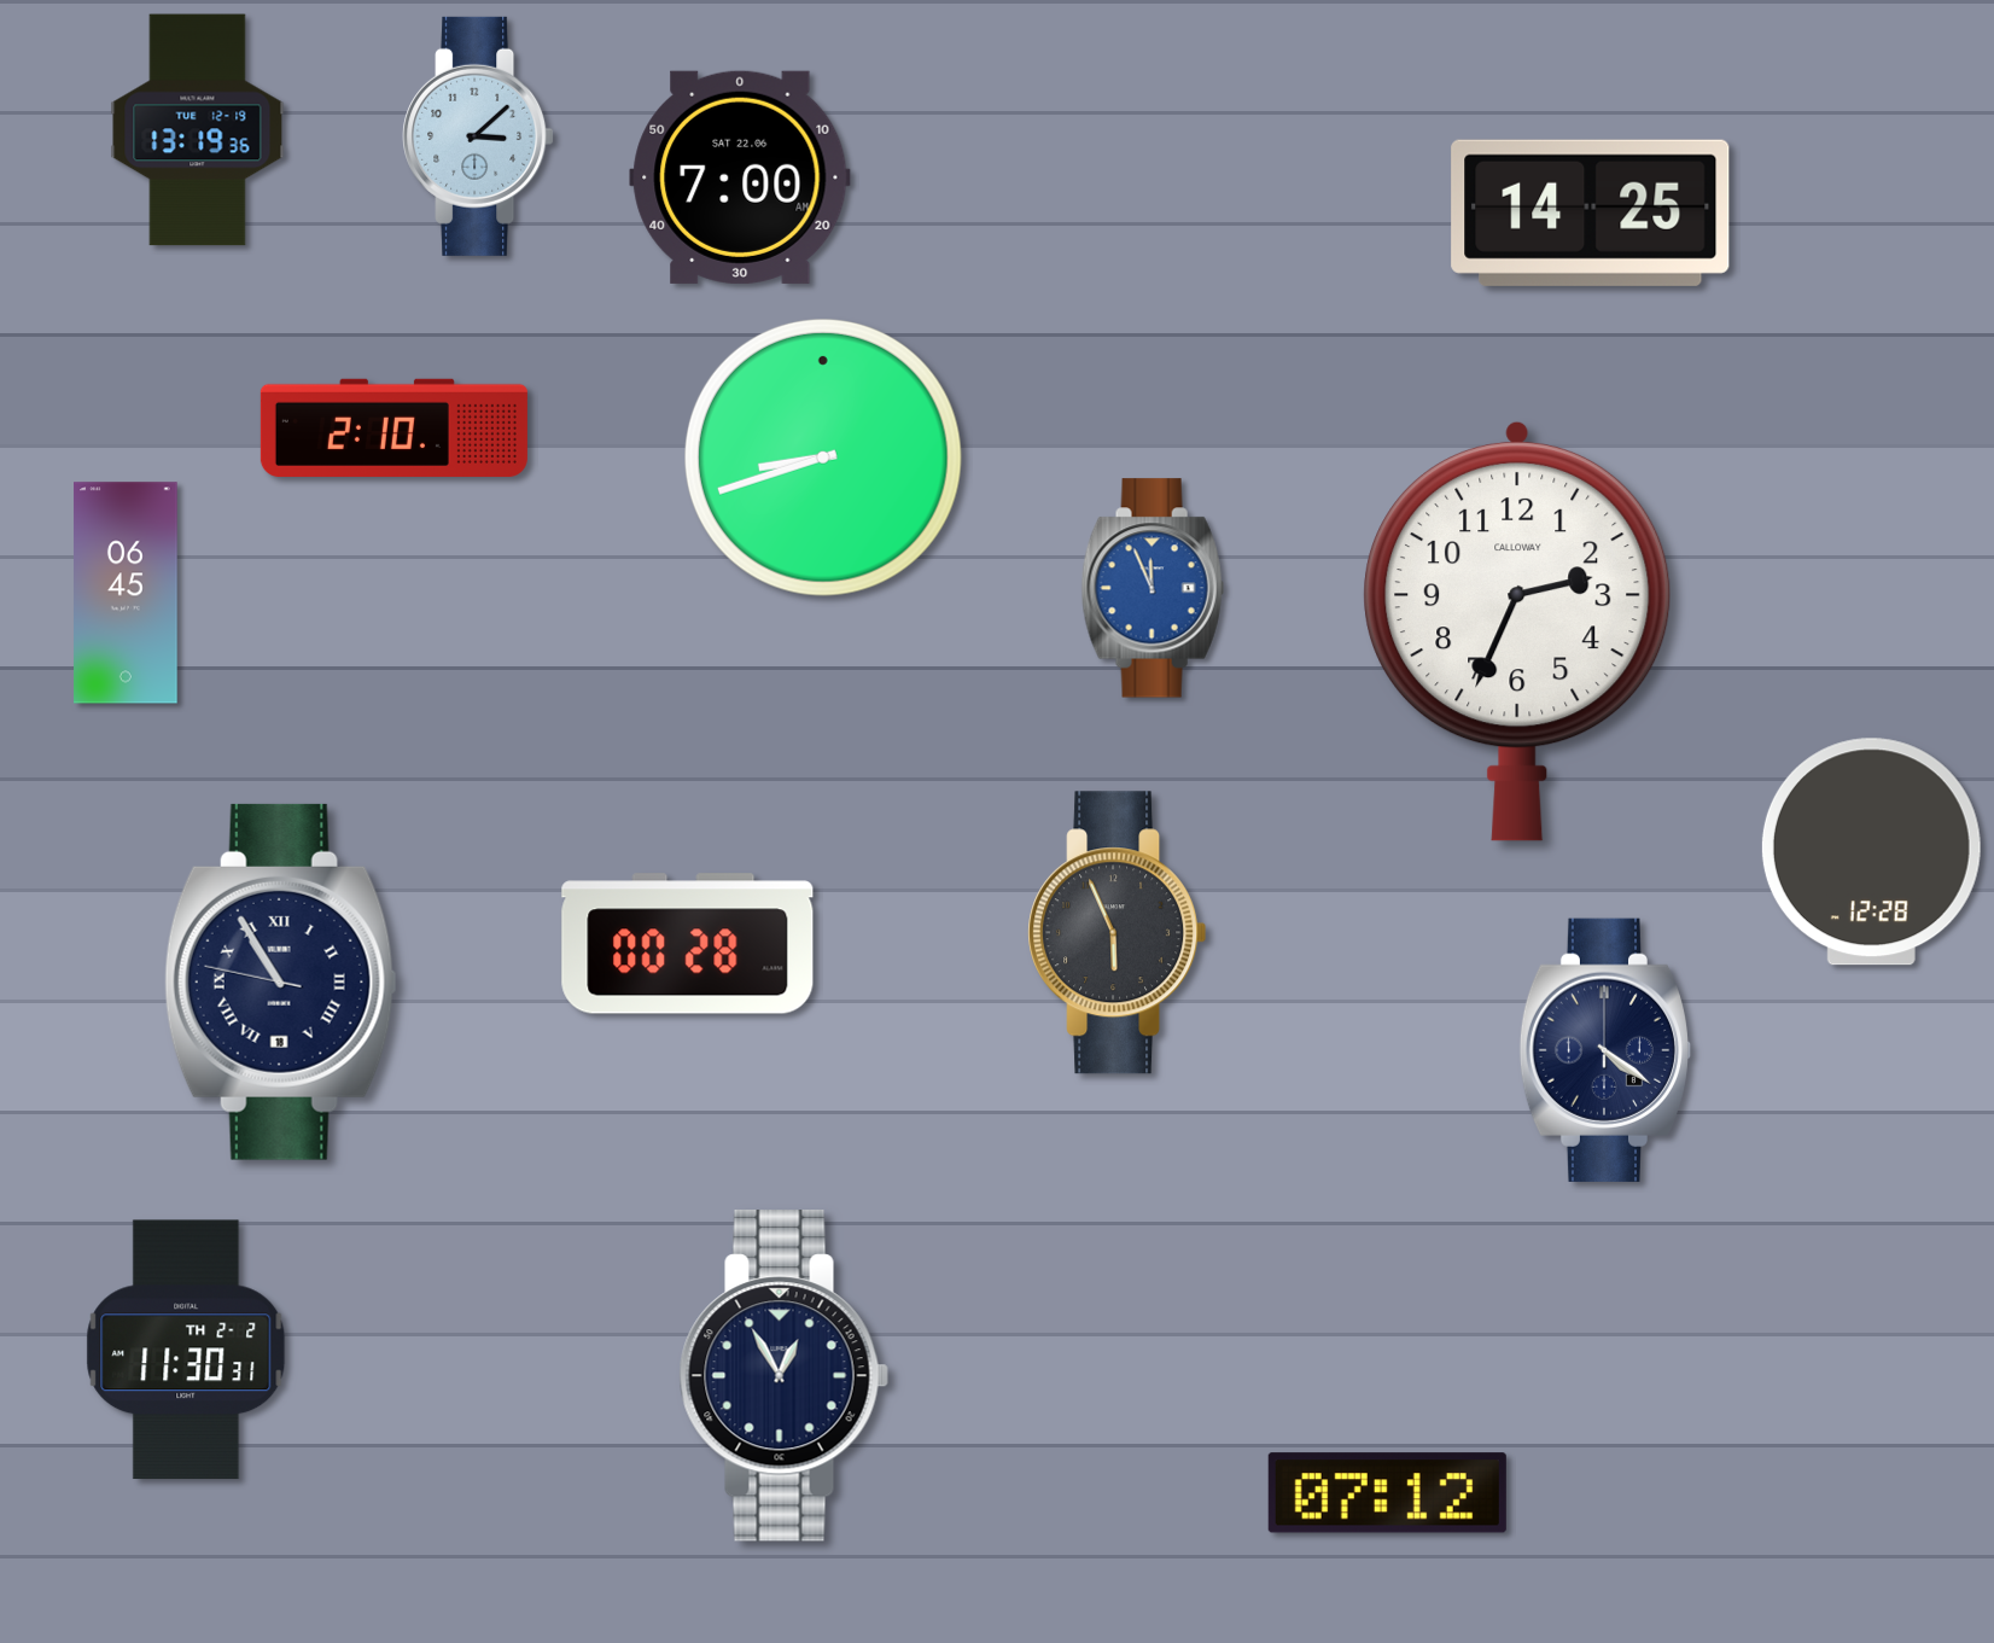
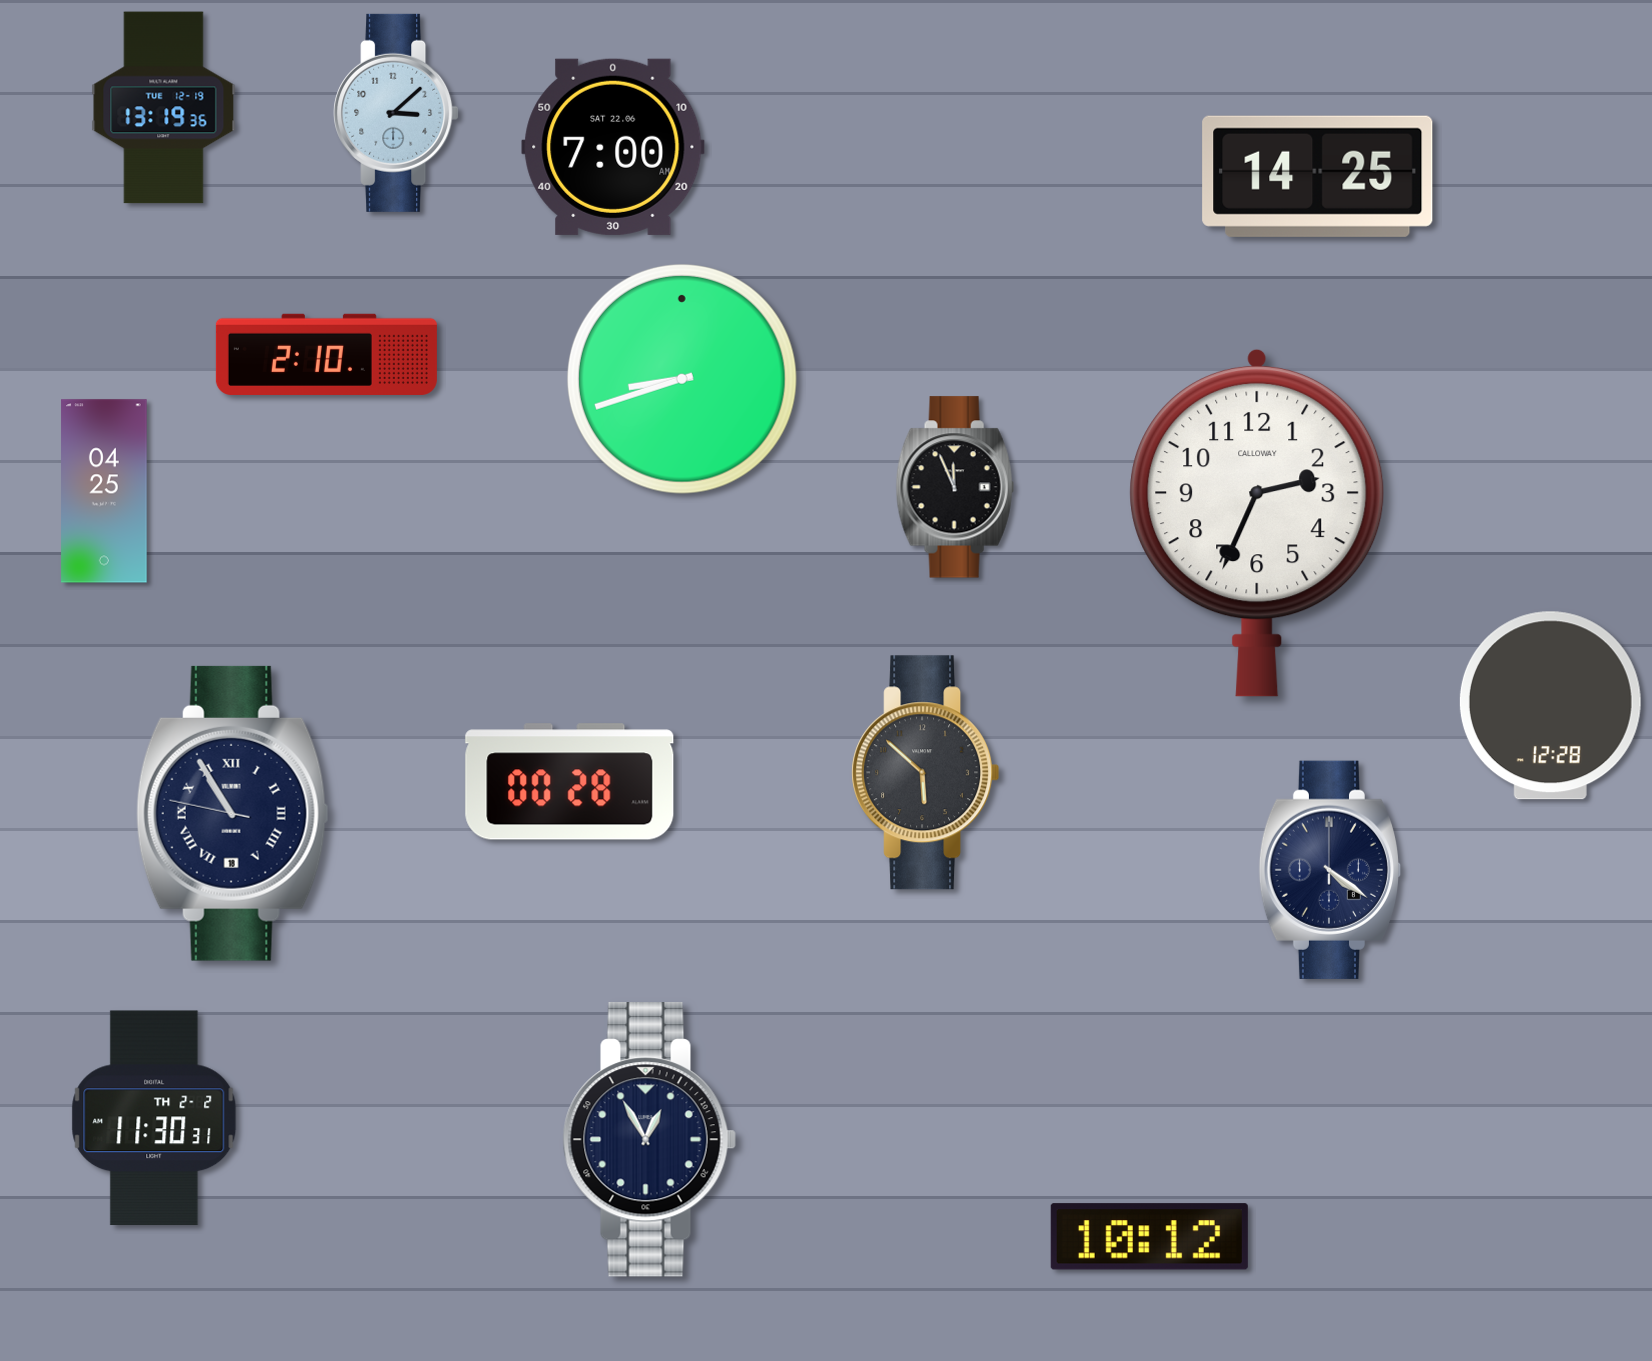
clock at (1153, 588) dial: blue -> black
clock at (126, 593): 06:45 -> 04:25
clock at (1118, 933): 5:56 -> 5:52
clock at (1387, 1493): 07:12 -> 10:12
